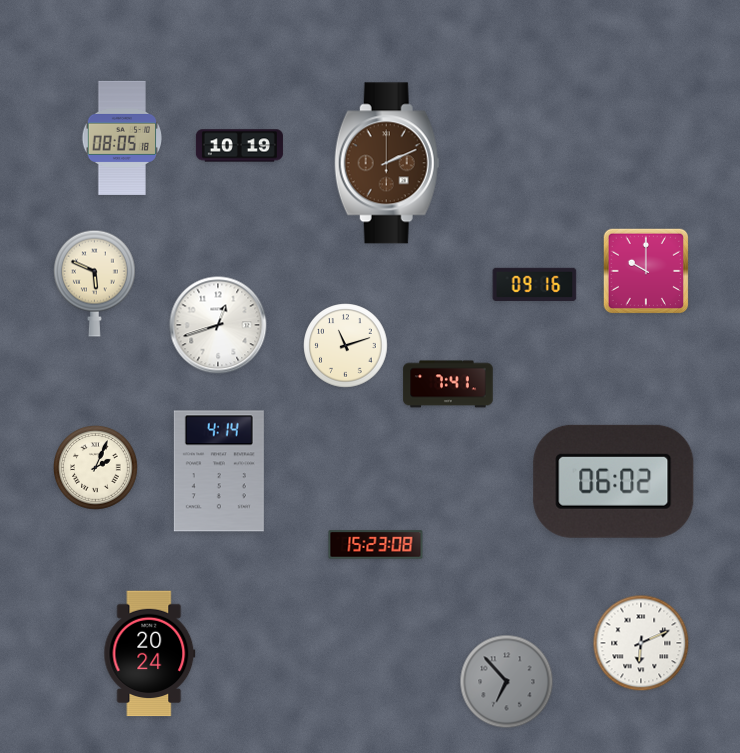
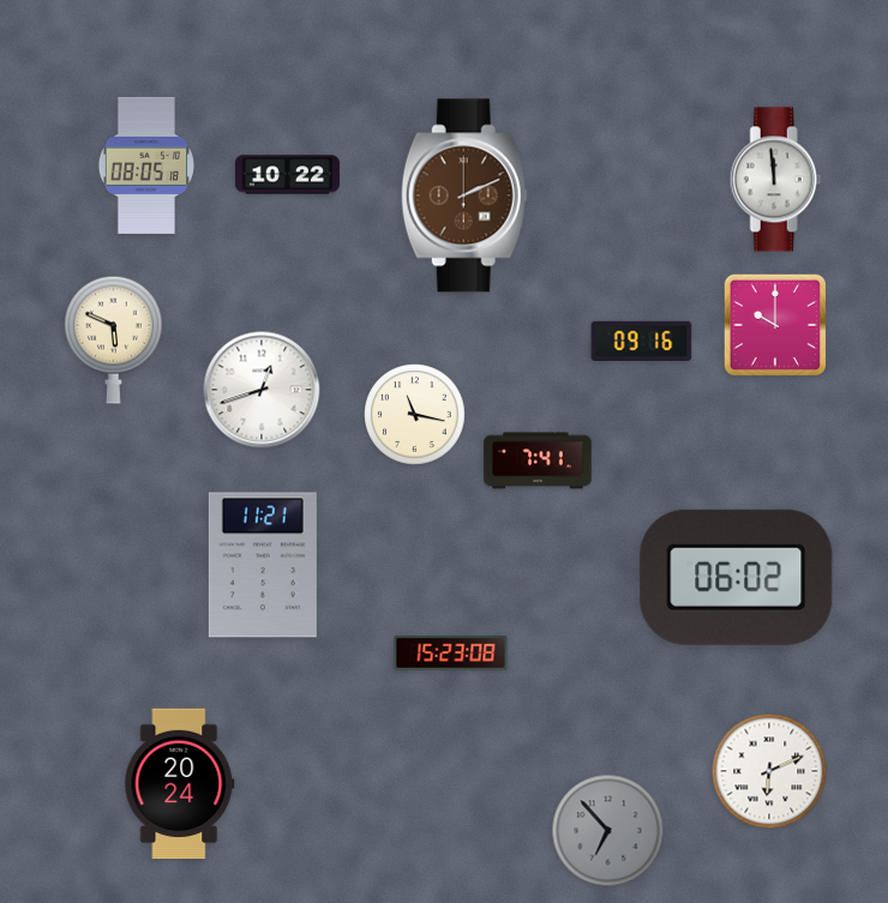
clock at (239, 146): 10:19 -> 10:22
clock at (775, 180): none -> 11:59
clock at (346, 346): 11:12 -> 11:17
clock at (96, 468): 2:04 -> none
clock at (219, 471): 4:14 -> 11:21
clock at (507, 682) position: (507, 682) -> (608, 831)
